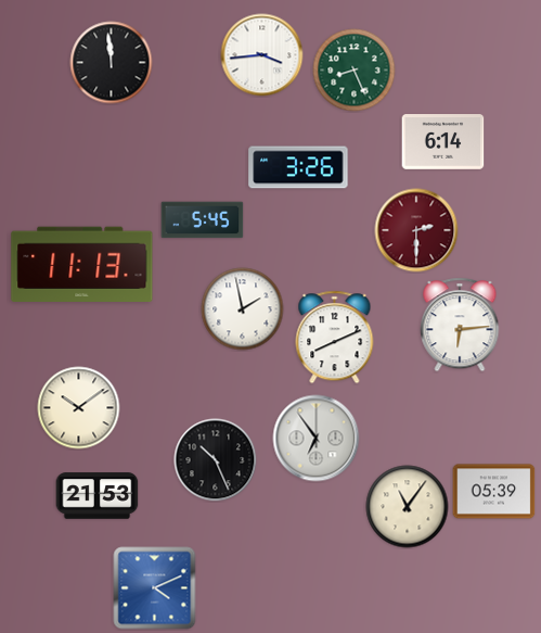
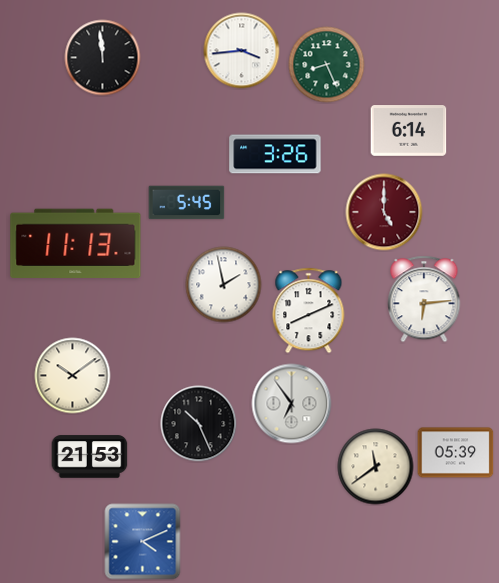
clock at (416, 230): 2:30 -> 5:00
clock at (408, 507): 11:06 -> 11:39
